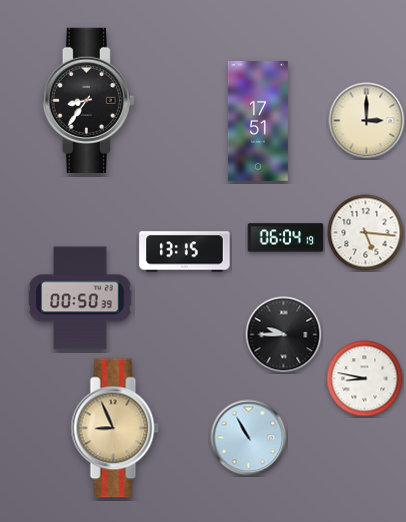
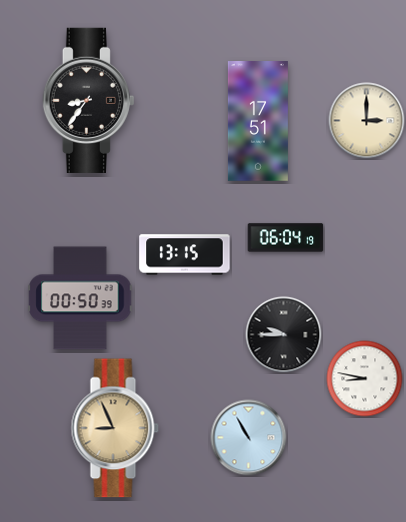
clock at (366, 233): 5:16 -> none
clock at (185, 252) position: (185, 252) -> (185, 255)
